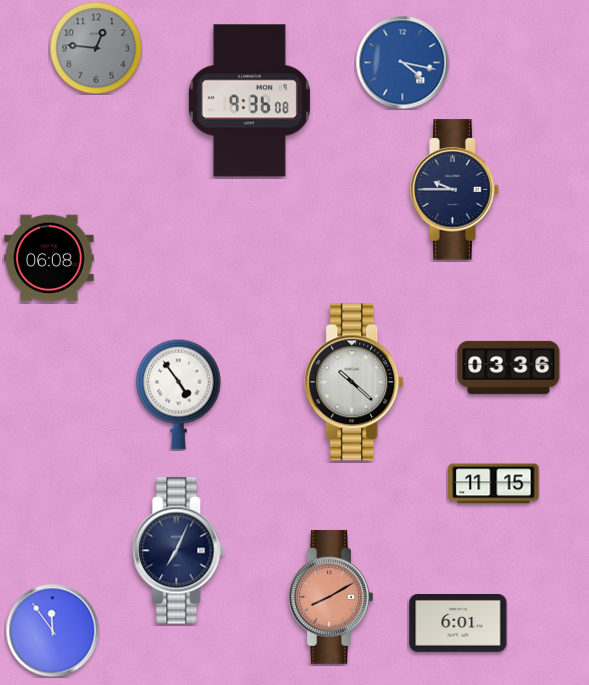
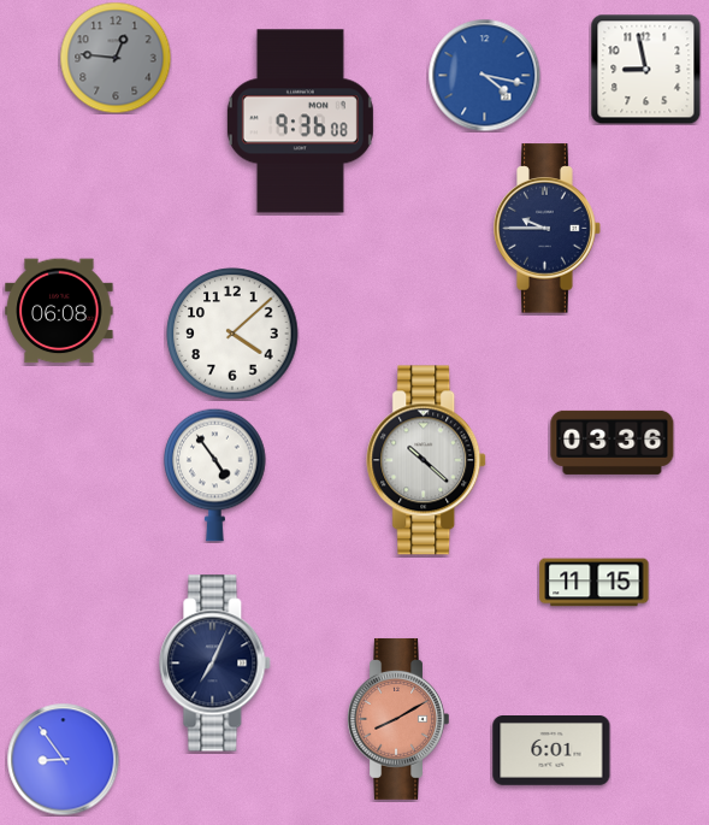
clock at (645, 69): none -> 8:58
clock at (232, 334): none -> 4:08
clock at (52, 630): 11:54 -> 8:54
